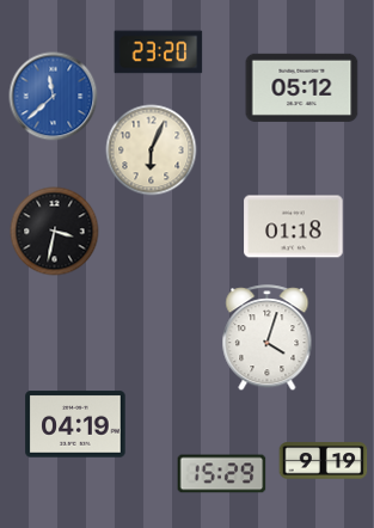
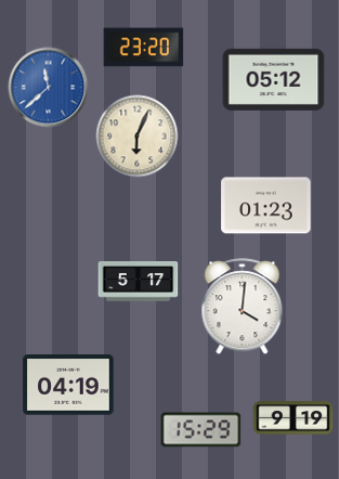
clock at (294, 227): 01:18 -> 01:23
clock at (55, 232): 3:32 -> none
clock at (139, 282): none -> 5:17
clock at (268, 338): 4:03 -> 4:01
